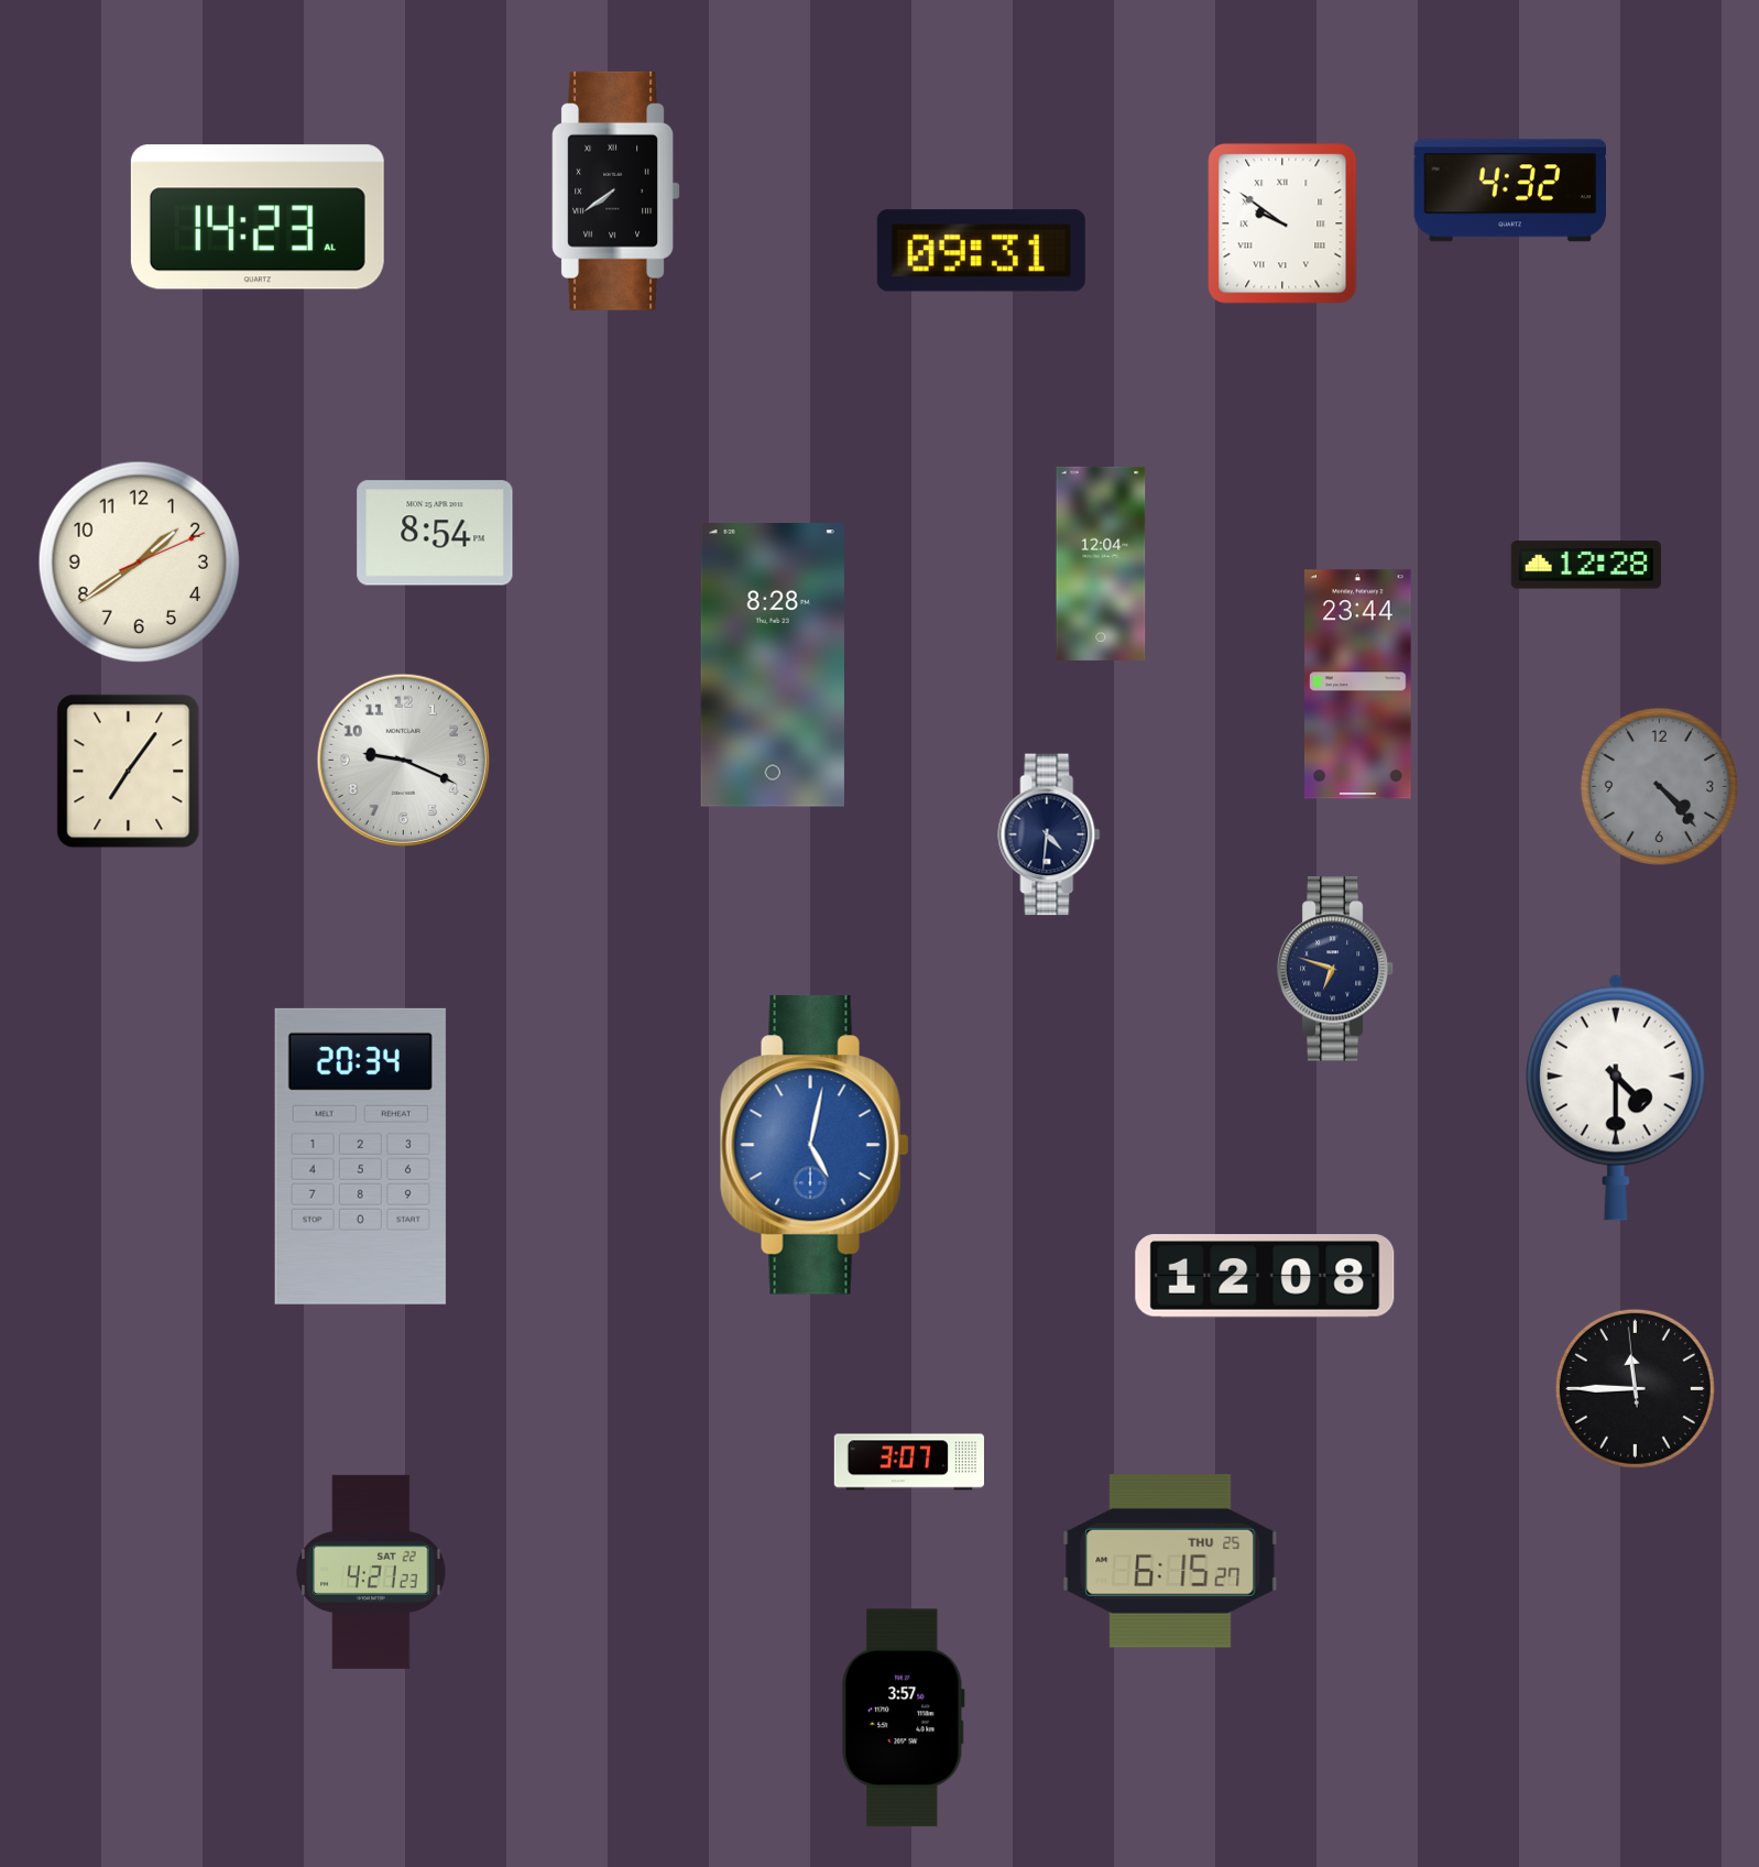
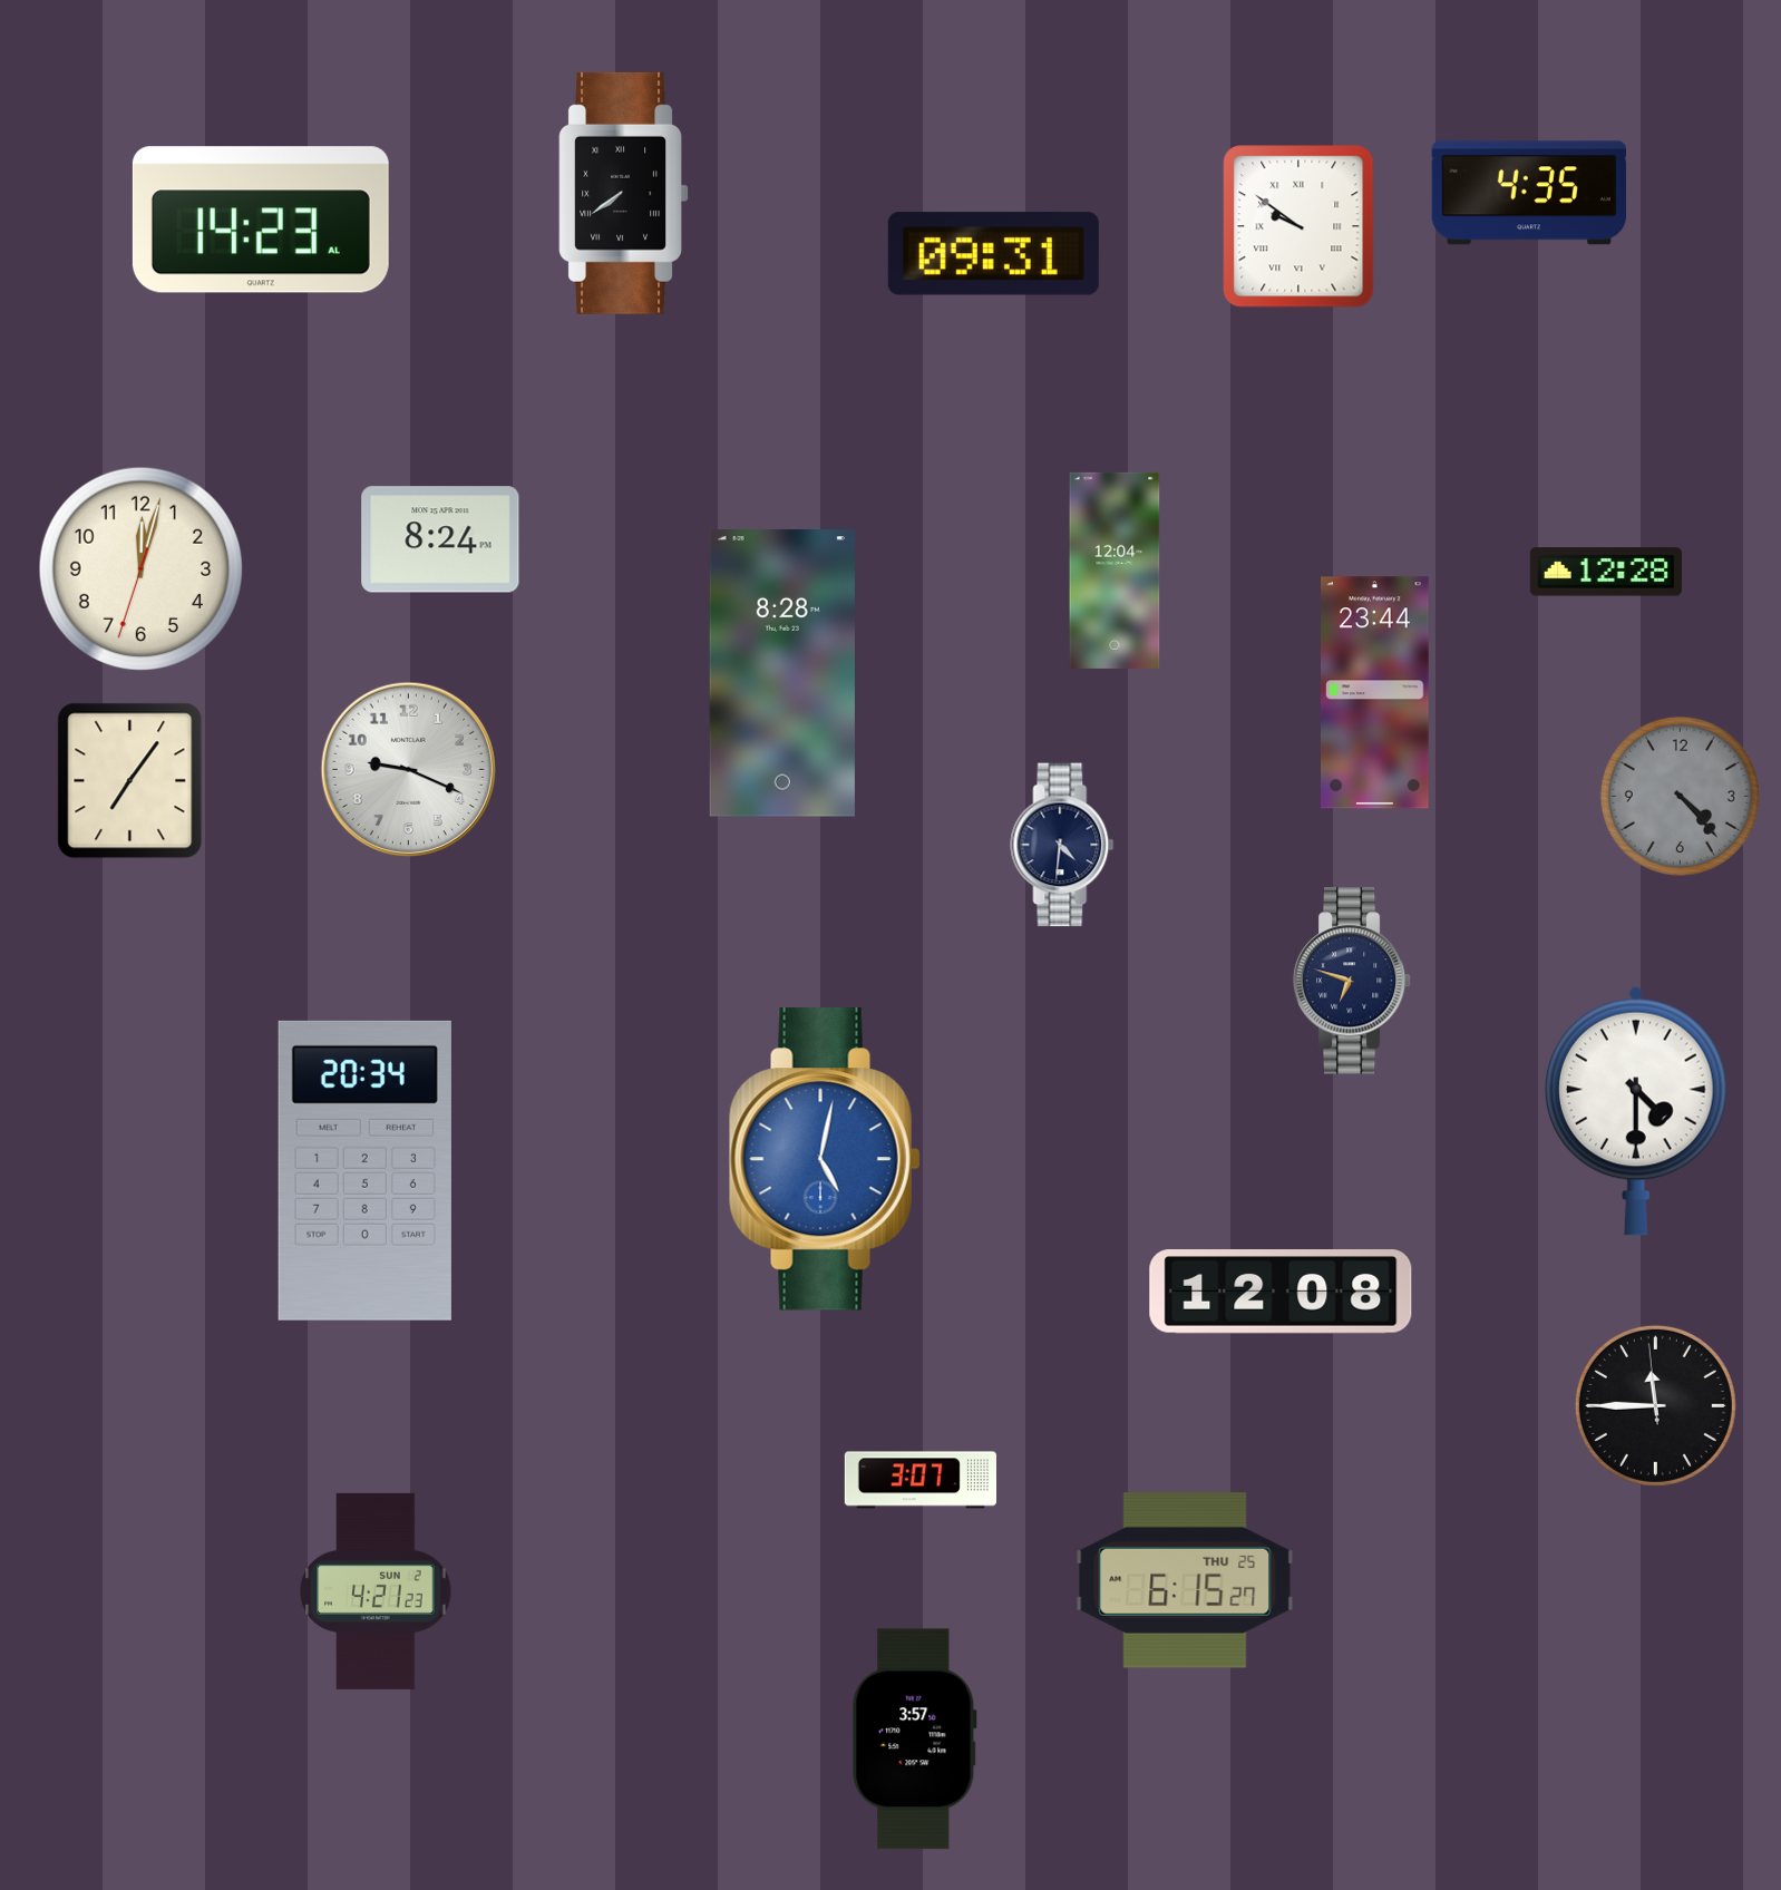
clock at (1510, 190): 4:32 -> 4:35
clock at (435, 533): 8:54 -> 8:24
clock at (140, 563): 1:39 -> 12:02
clock at (371, 1572) date: SAT 22 -> SUN 2
